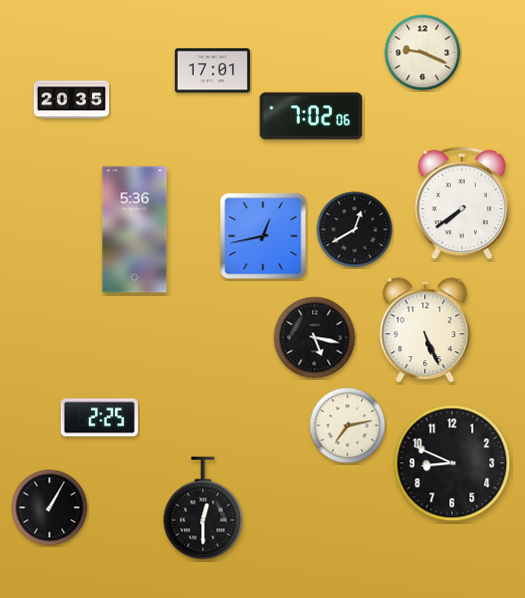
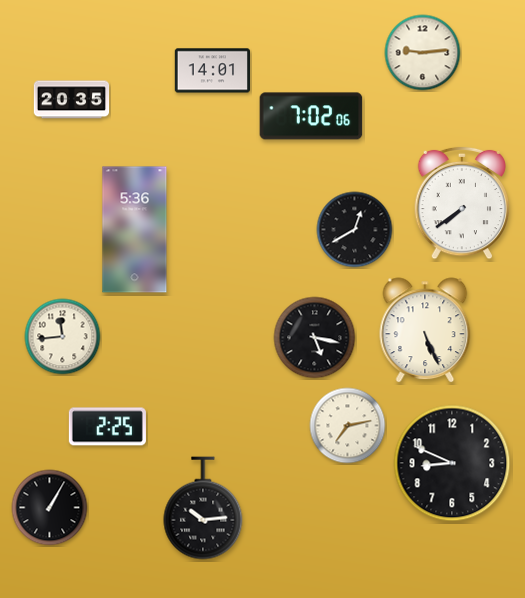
clock at (423, 53): 9:19 -> 9:14
clock at (213, 71): 17:01 -> 14:01
clock at (263, 236): 12:43 -> none
clock at (63, 337): none -> 11:44
clock at (99, 418) position: (99, 418) -> (107, 427)
clock at (203, 508): 12:30 -> 10:14
